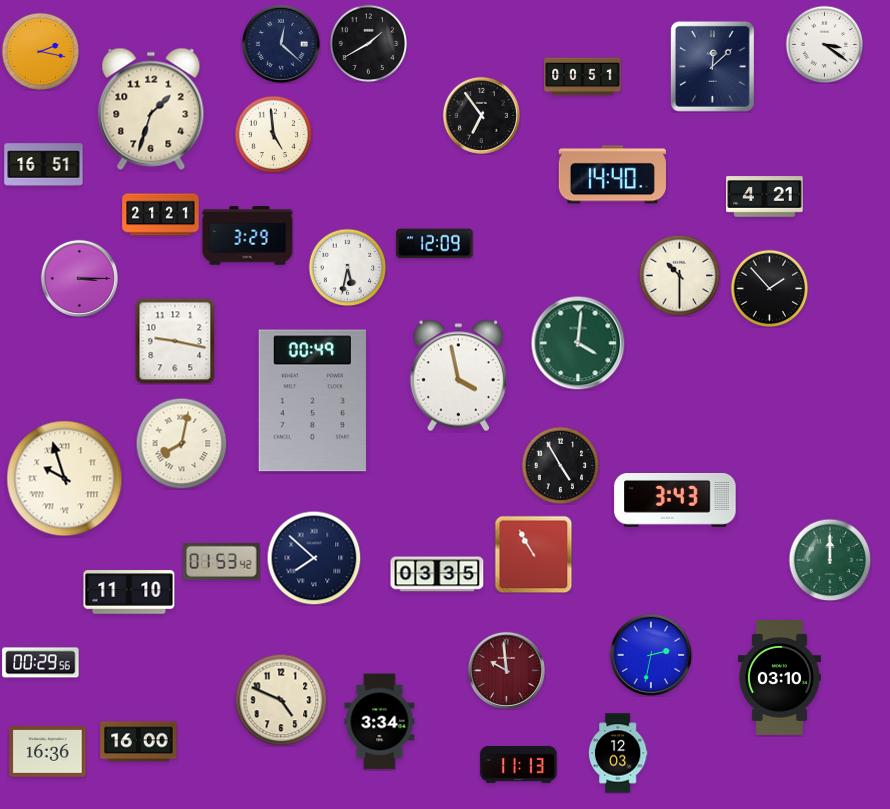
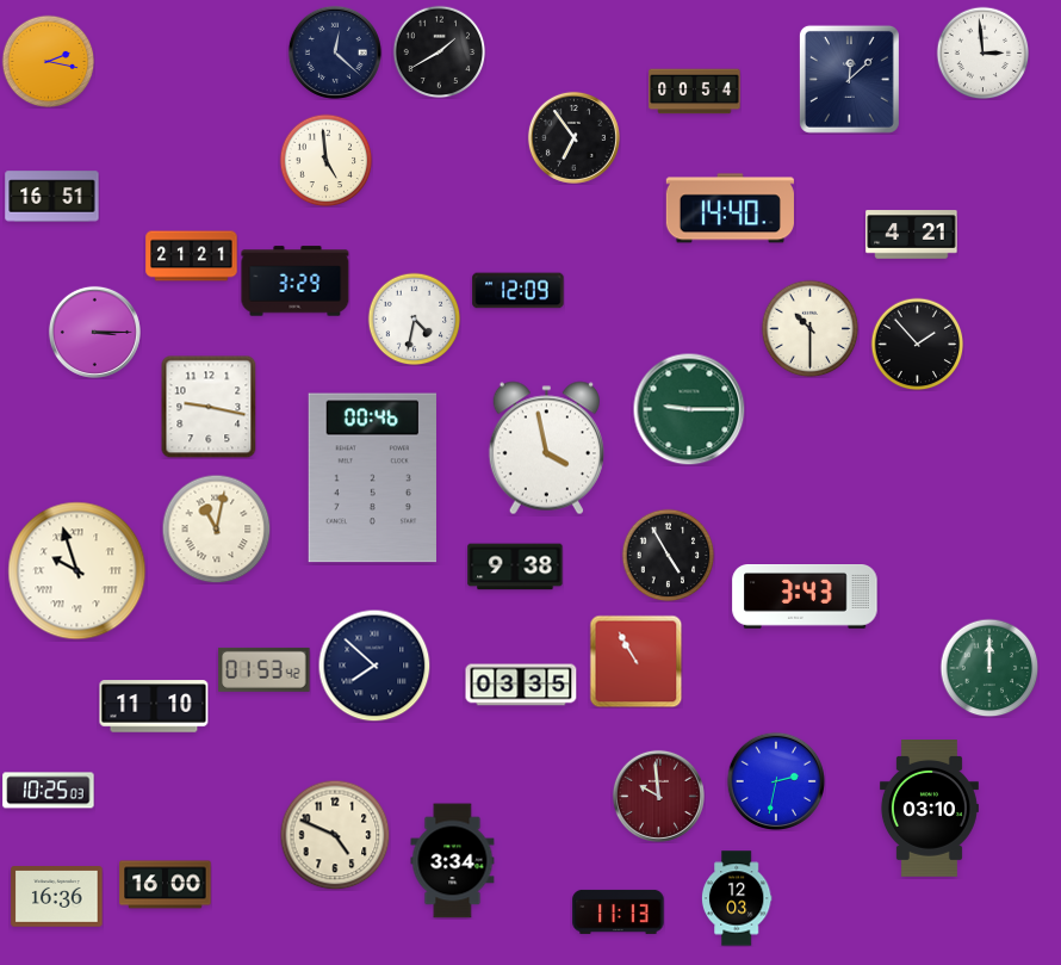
clock at (824, 44): 3:21 -> 2:59
clock at (583, 77): 00:51 -> 00:54
clock at (151, 109): 1:33 -> none
clock at (347, 267): 5:32 -> 4:32
clock at (578, 343): 4:01 -> 9:15
clock at (312, 401): 00:49 -> 00:46
clock at (181, 443): 8:02 -> 11:02
clock at (515, 567): none -> 9:38
clock at (41, 663): 00:29 -> 10:25
clock at (506, 670) position: (506, 670) -> (658, 796)
